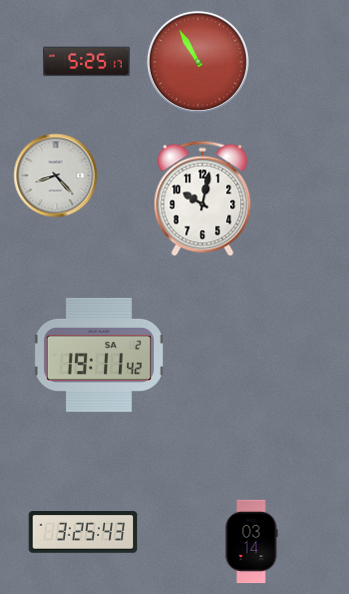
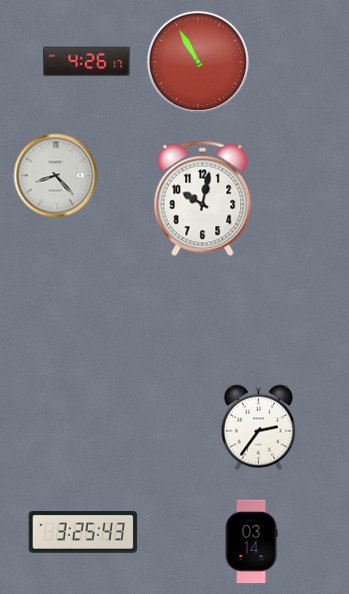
clock at (87, 62): 5:25 -> 4:26
clock at (99, 355): 19:11 -> none
clock at (258, 428): none -> 2:36
